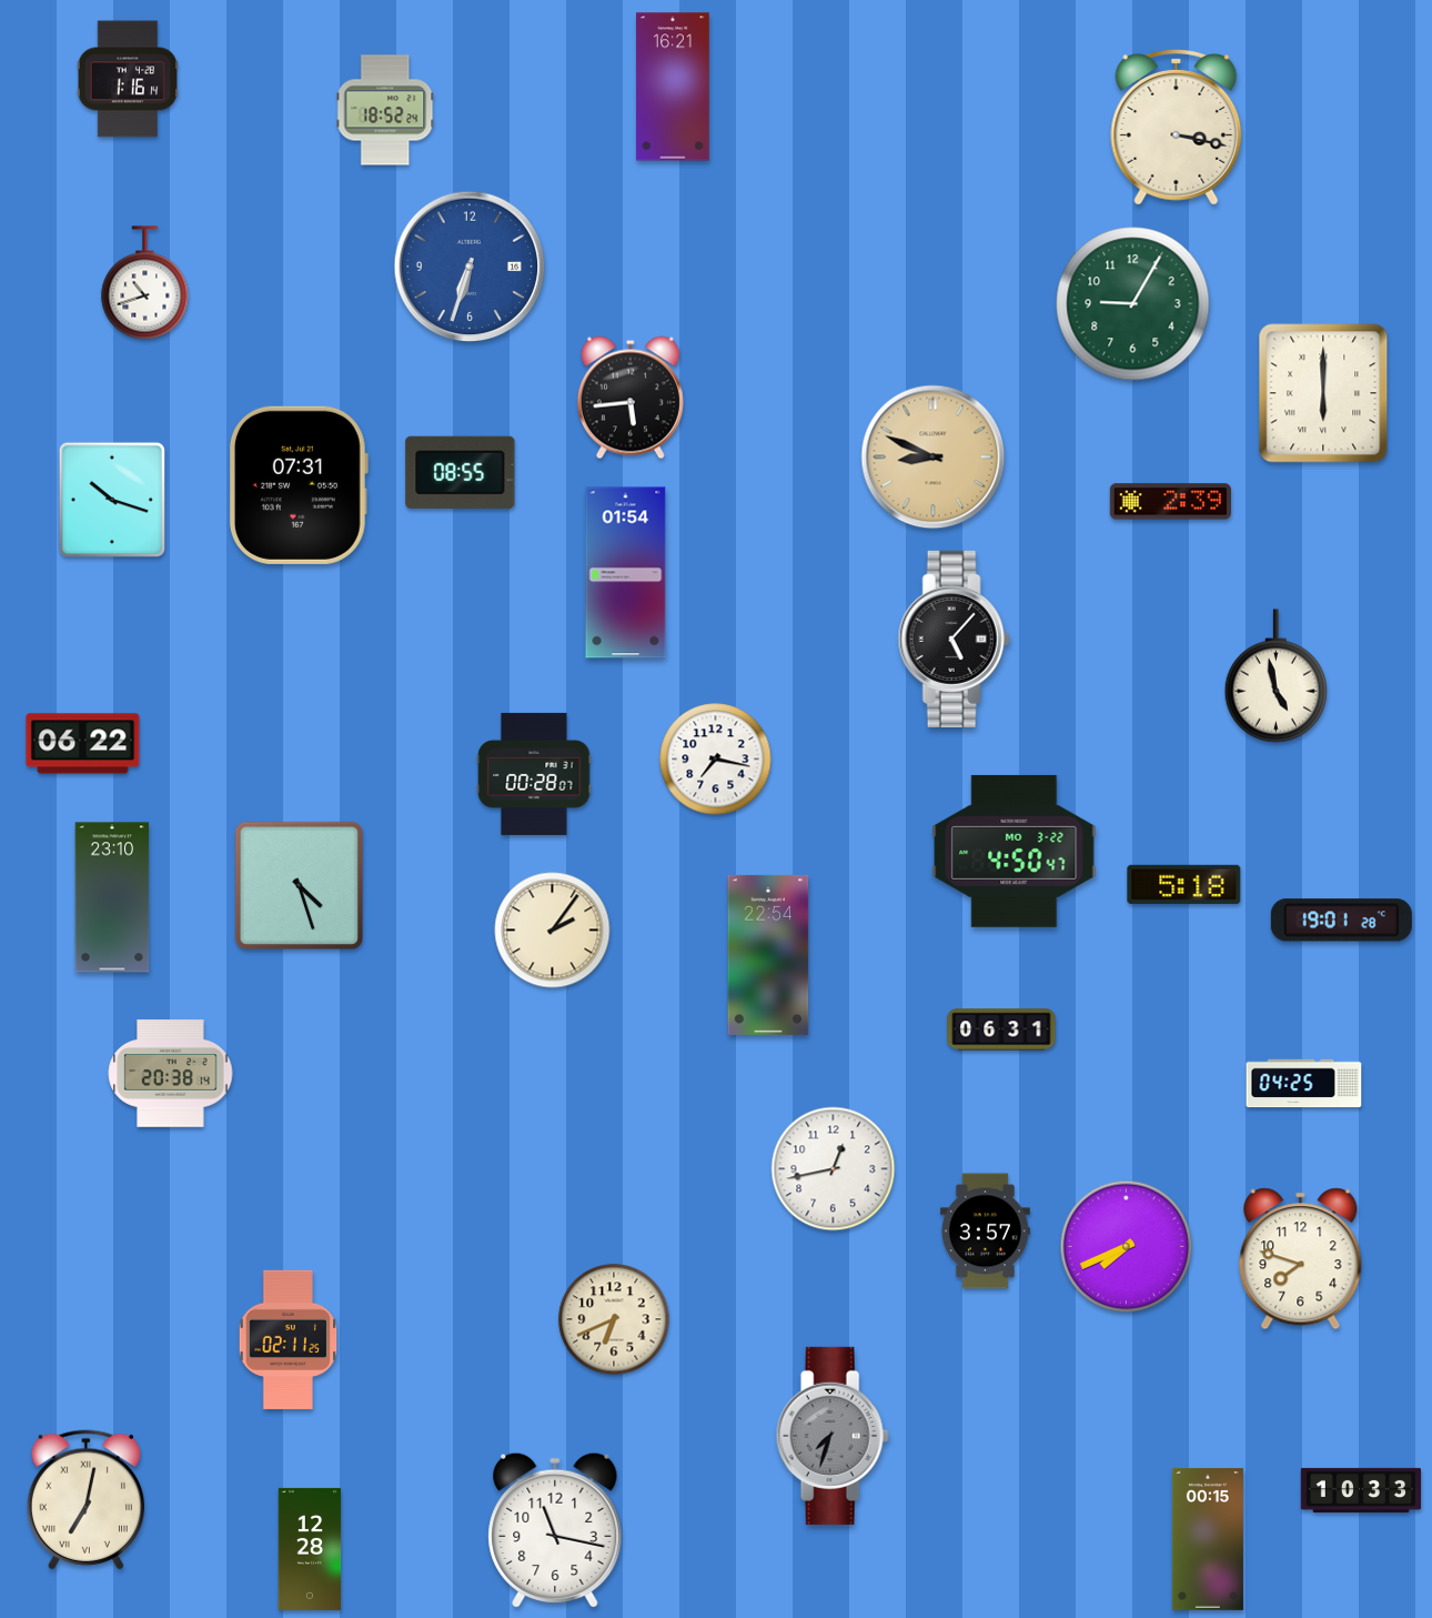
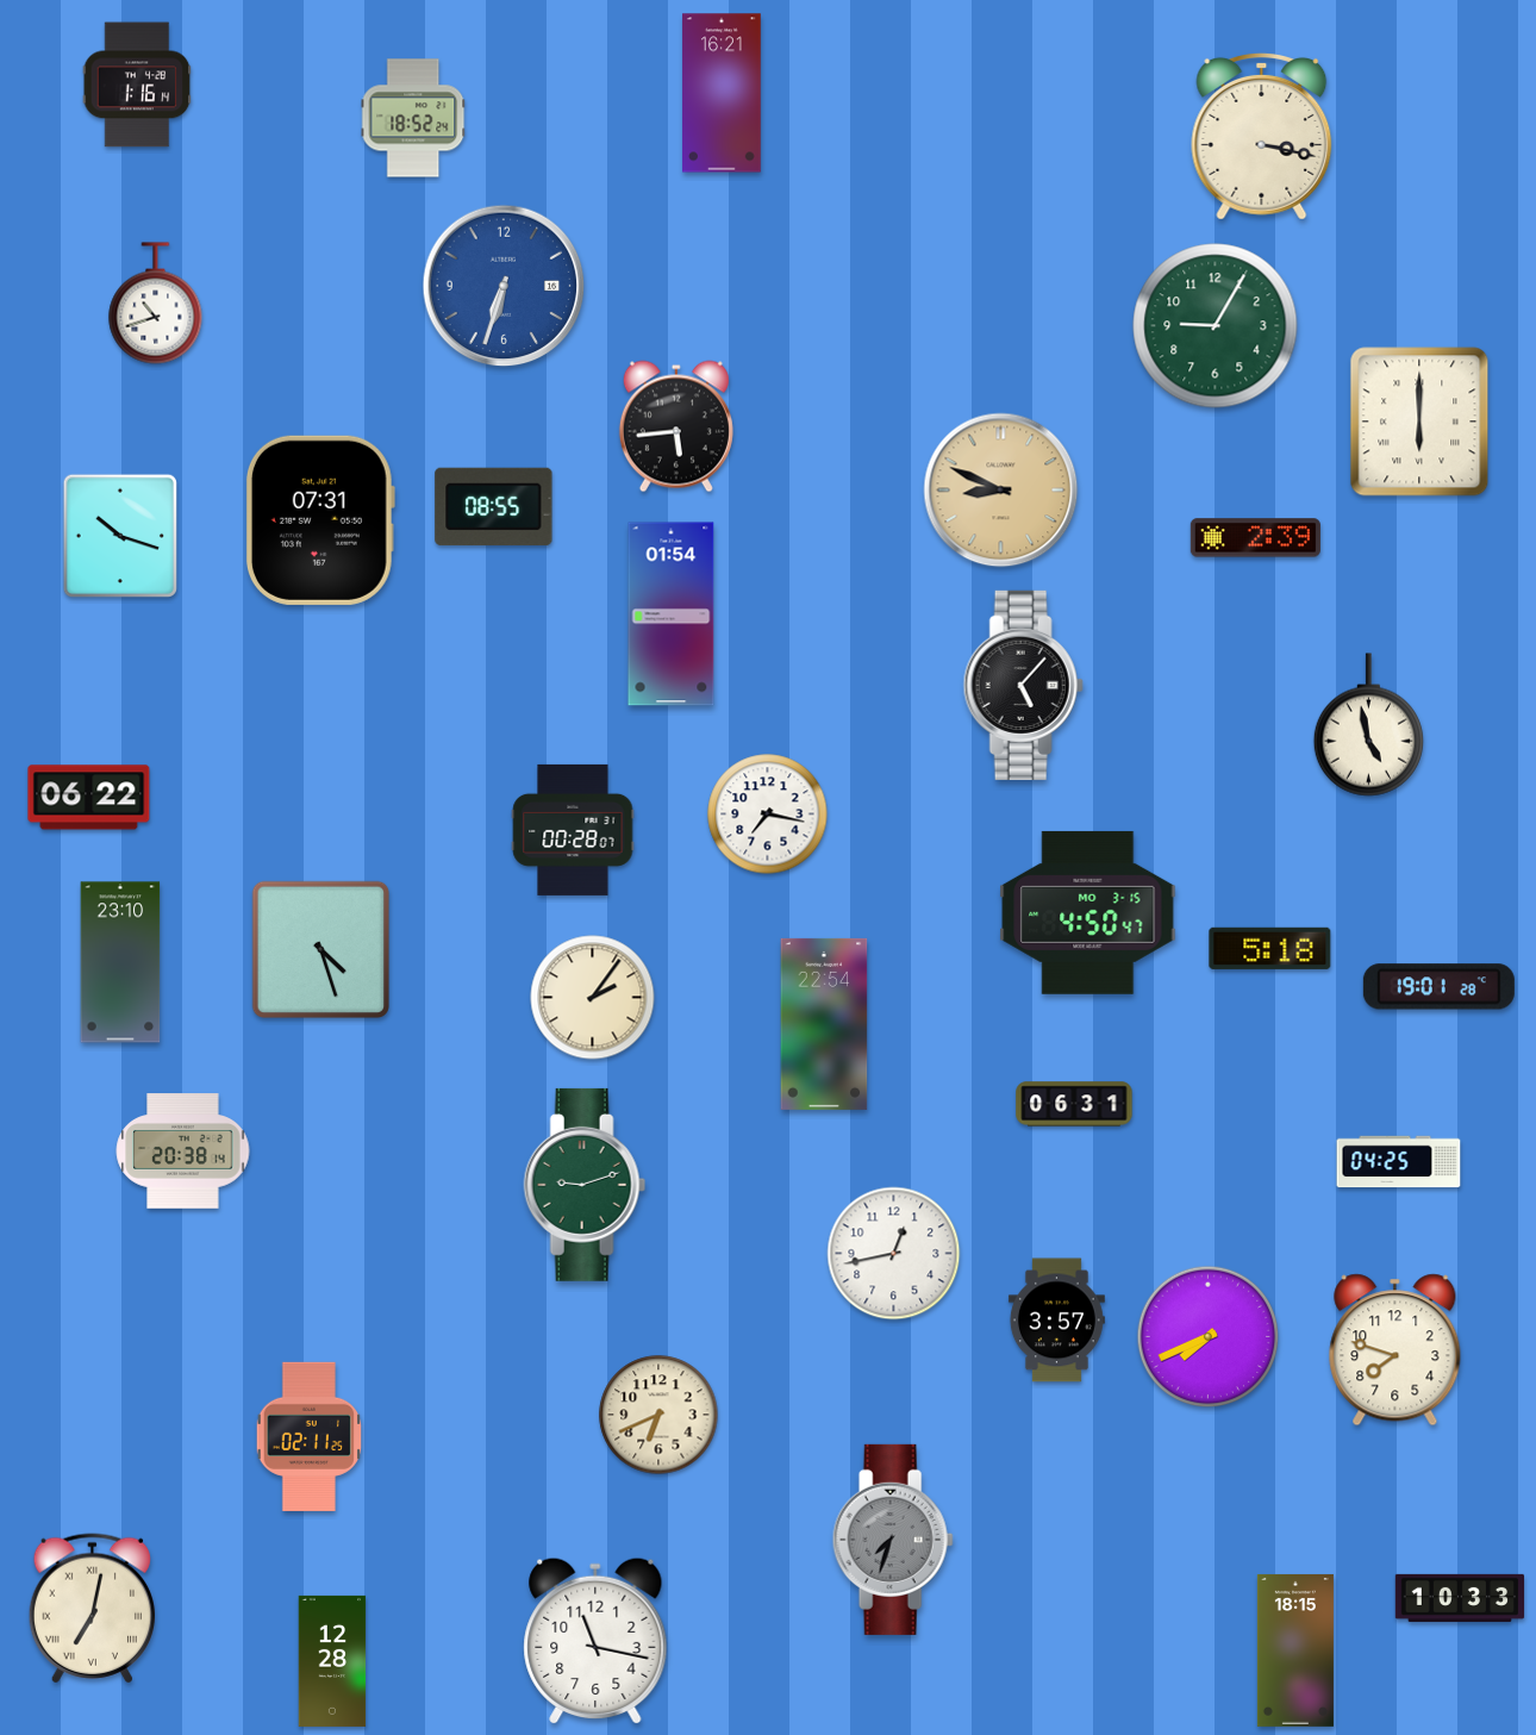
clock at (1015, 851) date: MO 3-22 -> MO 3-15
clock at (585, 1185): none -> 9:12
clock at (1208, 1539): 00:15 -> 18:15
